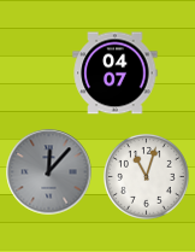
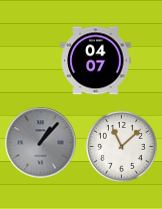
clock at (49, 172): 12:07 -> 1:07
clock at (146, 176): 11:03 -> 11:08
